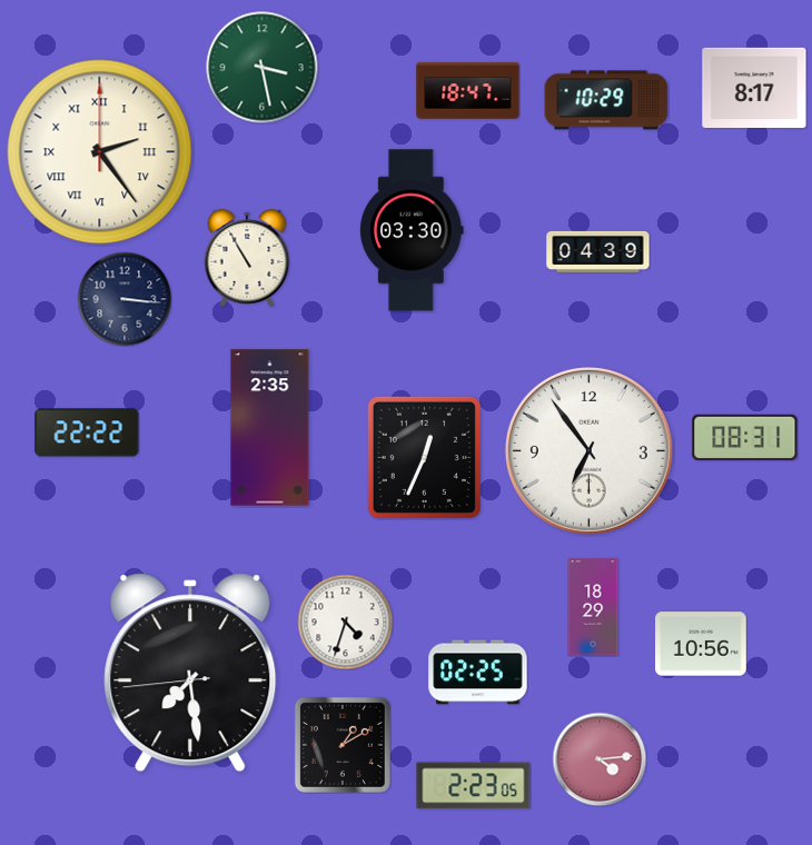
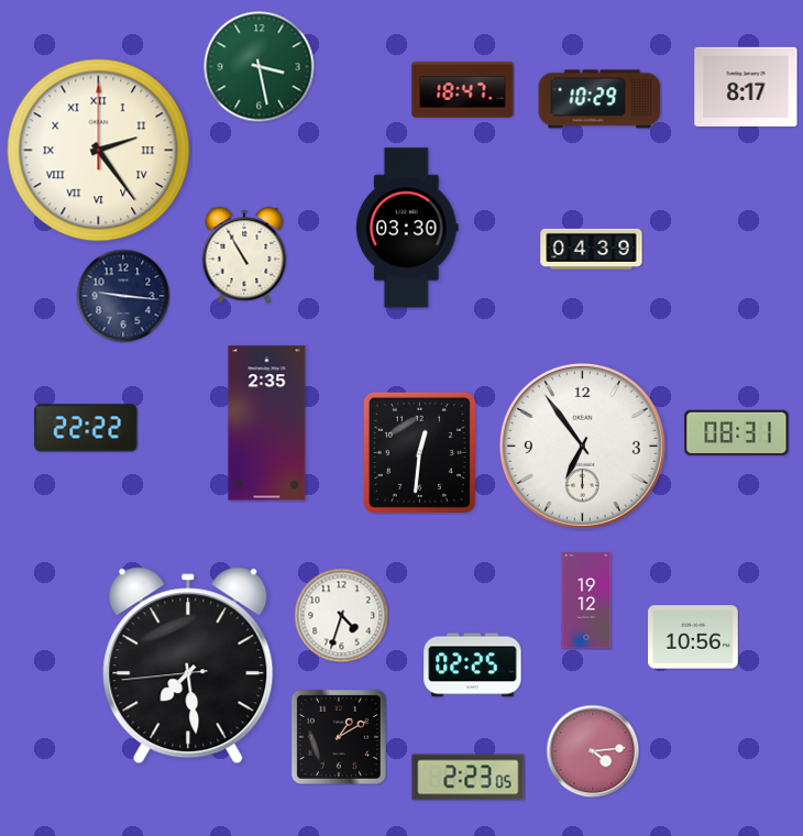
clock at (125, 299): 3:16 -> 9:16
clock at (424, 457): 12:34 -> 12:31
clock at (593, 607): 18:29 -> 19:12
